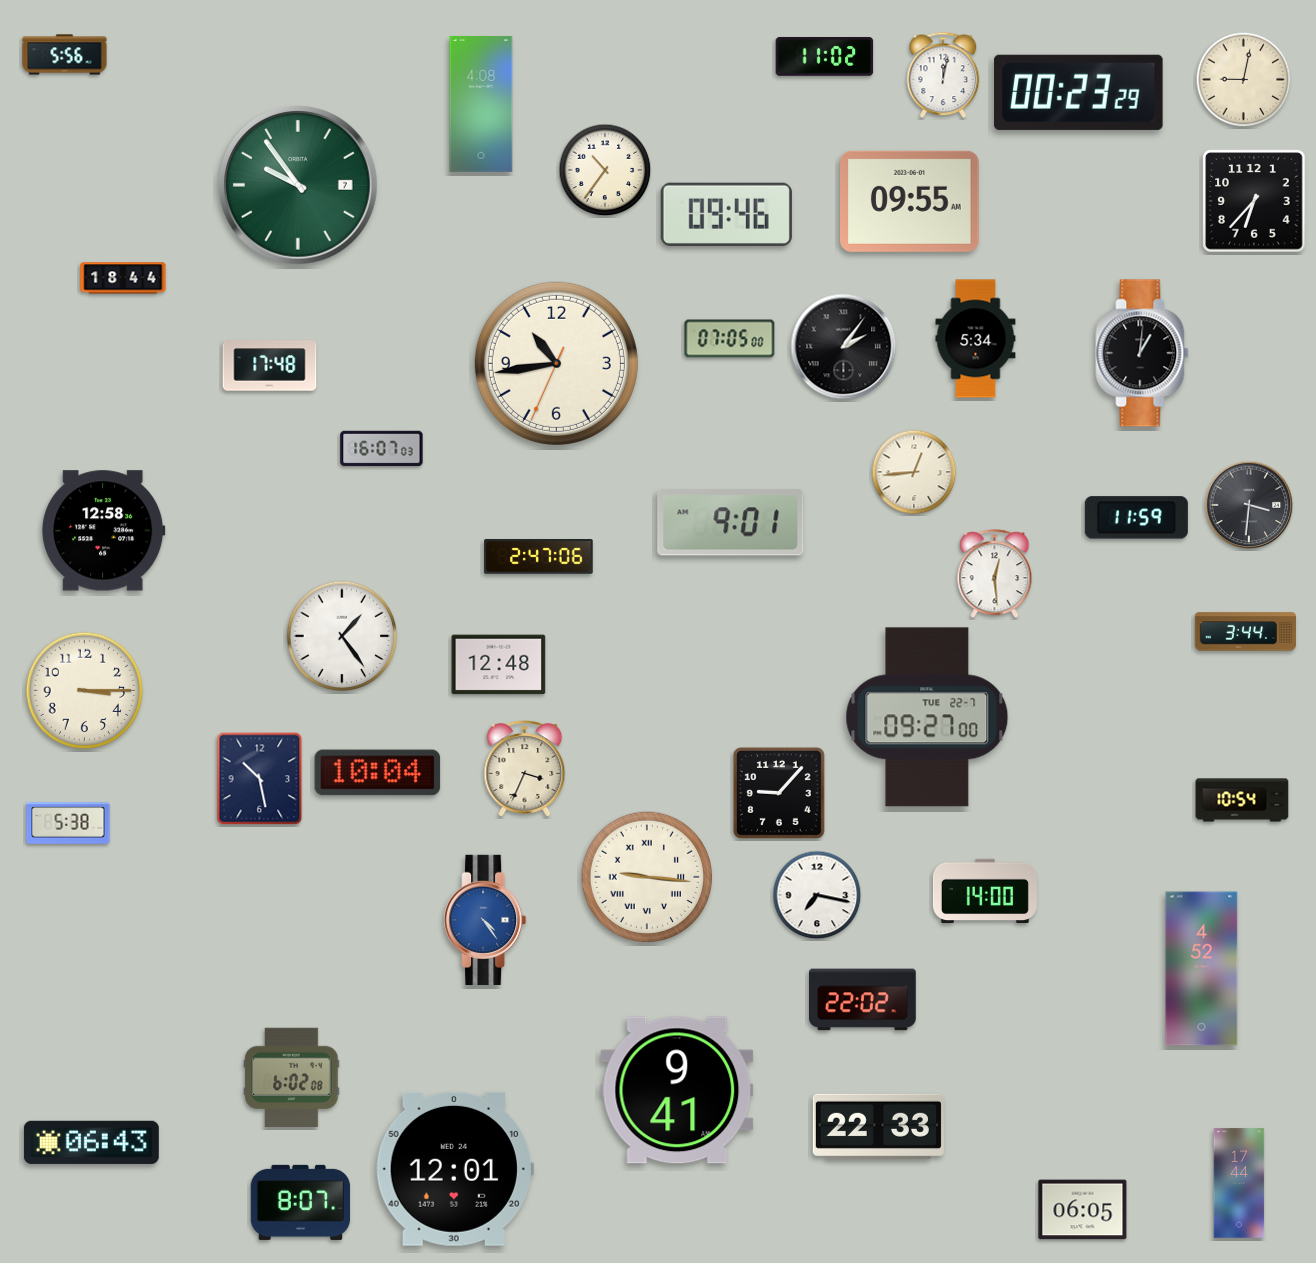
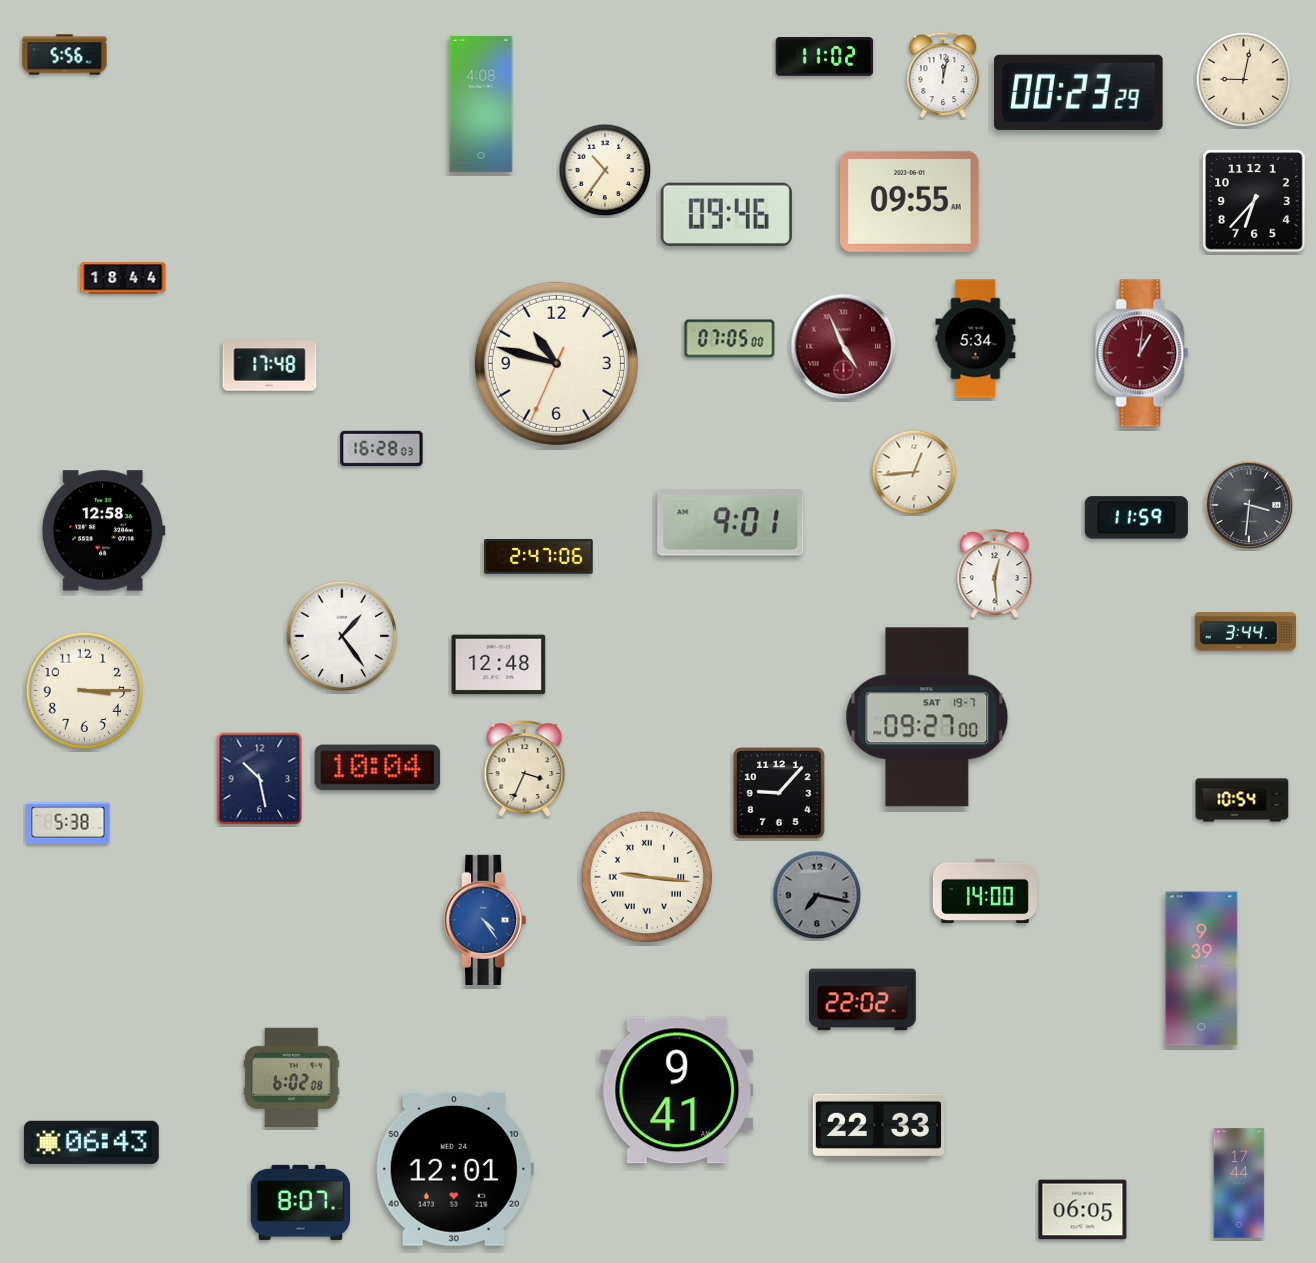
clock at (298, 185): 9:54 -> none
clock at (844, 347): 2:06 -> 4:56
clock at (844, 347) dial: black -> burgundy
clock at (1142, 353) dial: black -> burgundy
clock at (556, 363): 10:43 -> 10:47
clock at (382, 449): 16:07 -> 16:28
clock at (927, 717) date: TUE 22-7 -> SAT 19-7
clock at (378, 773) position: (378, 773) -> (378, 768)
clock at (817, 895) dial: white -> grey
clock at (1202, 969): 4:52 -> 9:39
